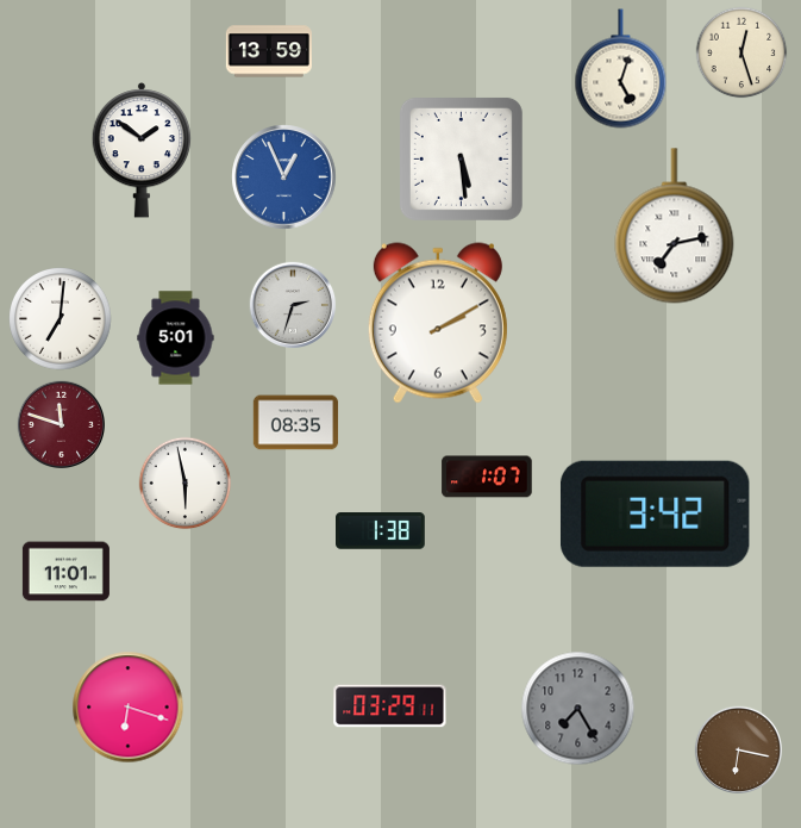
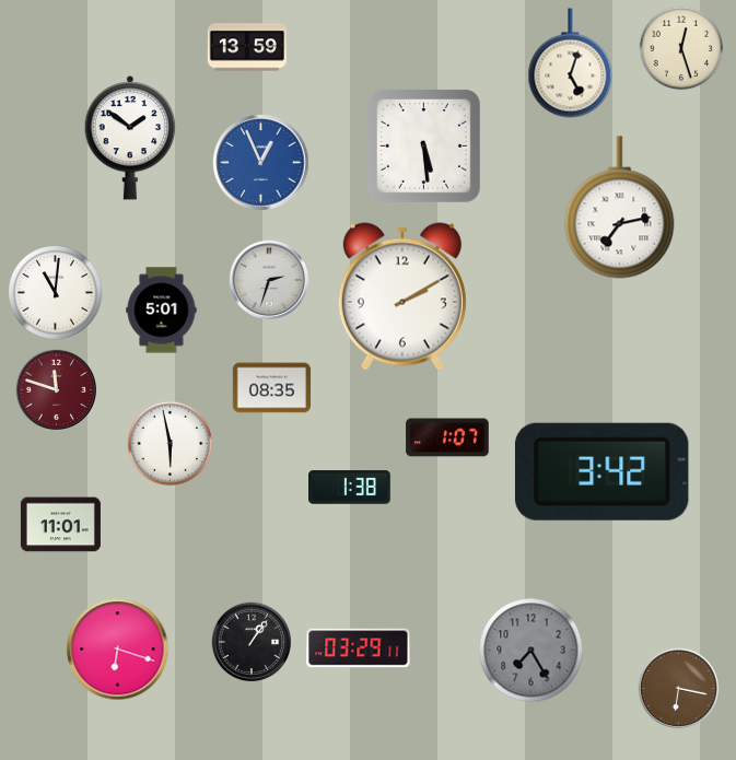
clock at (61, 319): 7:01 -> 11:01
clock at (252, 642): none -> 1:06
